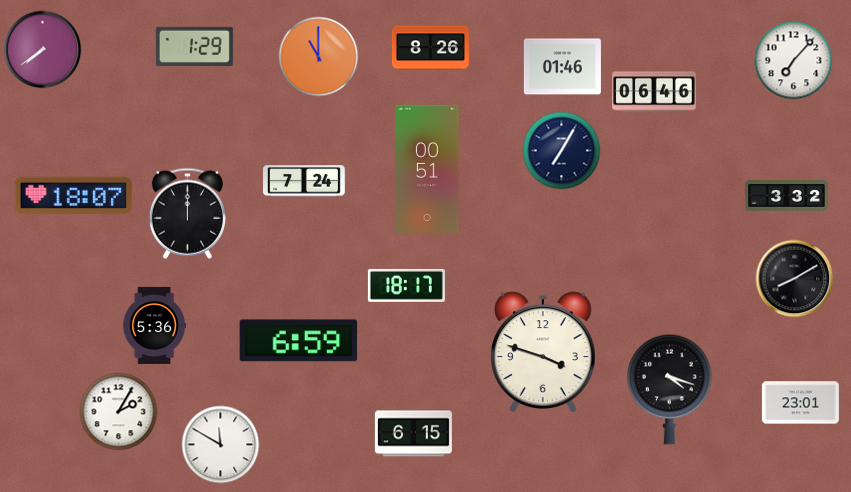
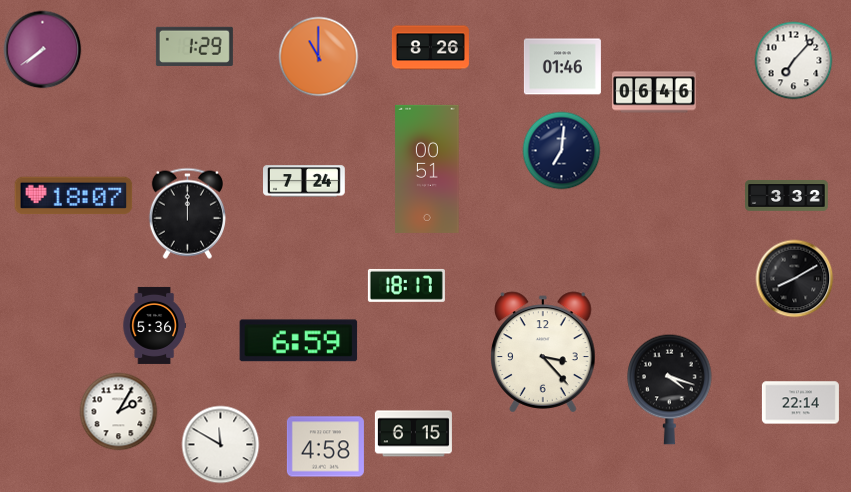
clock at (561, 150): 7:05 -> 7:01
clock at (544, 352): 3:48 -> 3:23
clock at (800, 403): 23:01 -> 22:14
clock at (325, 447): none -> 4:58
